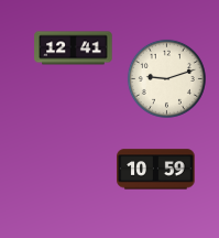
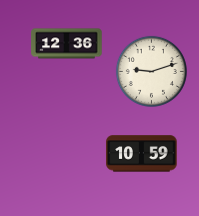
clock at (74, 48): 12:41 -> 12:36
